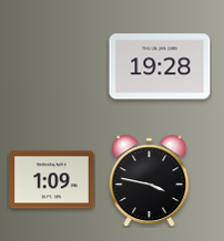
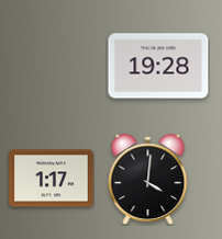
clock at (52, 180): 1:09 -> 1:17
clock at (150, 181): 3:47 -> 4:01
